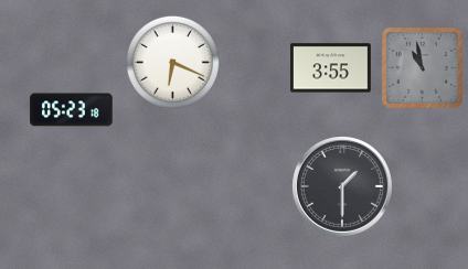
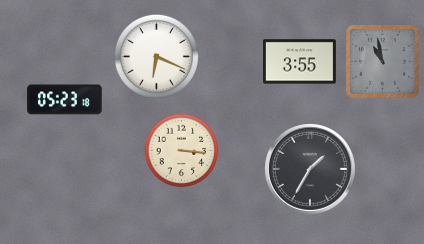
clock at (182, 151): none -> 3:16
clock at (343, 187): 1:30 -> 1:35
